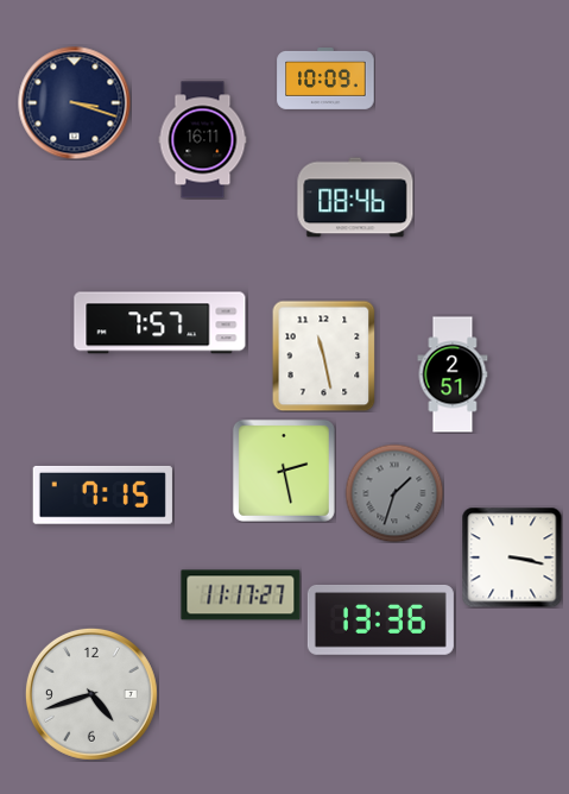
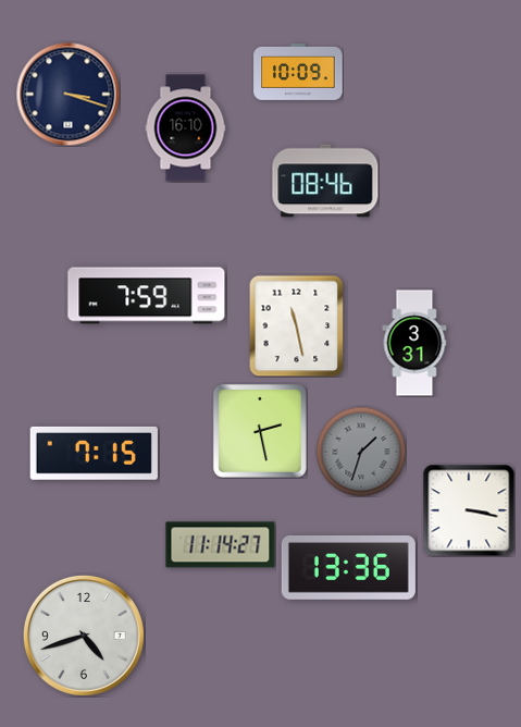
clock at (203, 140): 16:11 -> 16:10
clock at (160, 323): 7:57 -> 7:59
clock at (453, 374): 2:51 -> 3:31
clock at (241, 595): 11:17 -> 11:14
